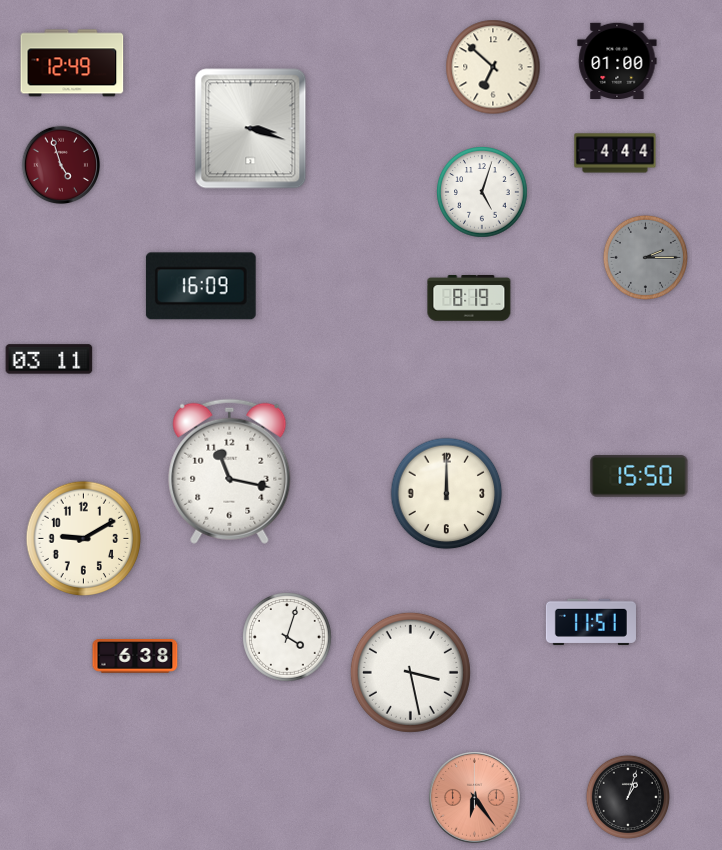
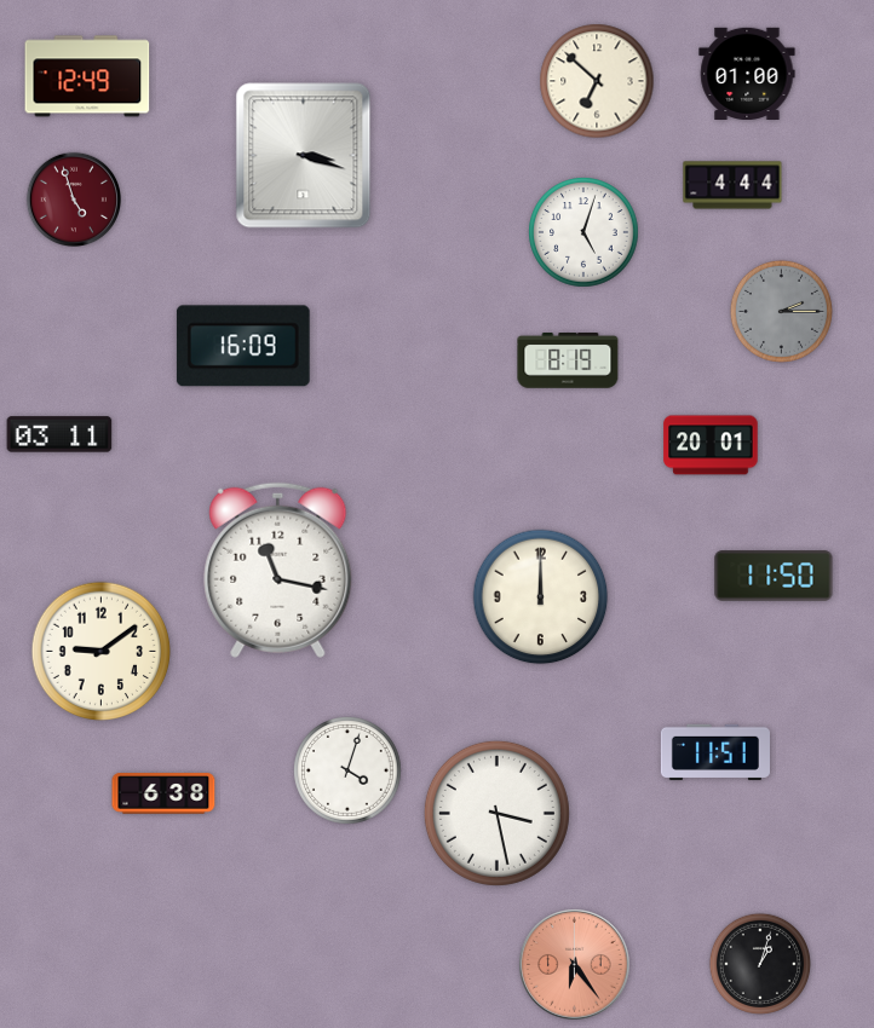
clock at (615, 153) position: (615, 153) -> (732, 185)
clock at (711, 445): none -> 20:01
clock at (639, 476): 15:50 -> 11:50
clock at (84, 539): 9:10 -> 9:09
